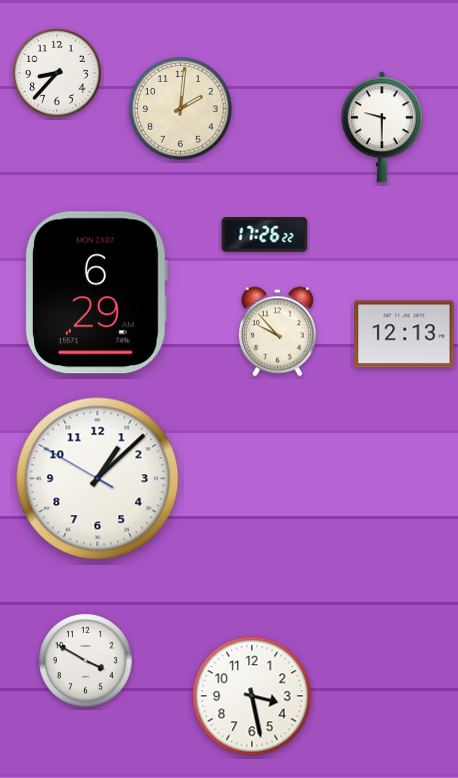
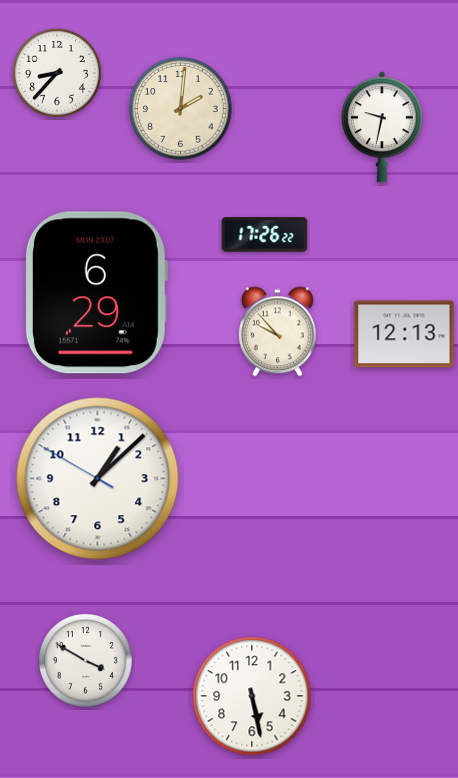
clock at (382, 127): 9:30 -> 9:32
clock at (252, 696): 3:28 -> 5:28
